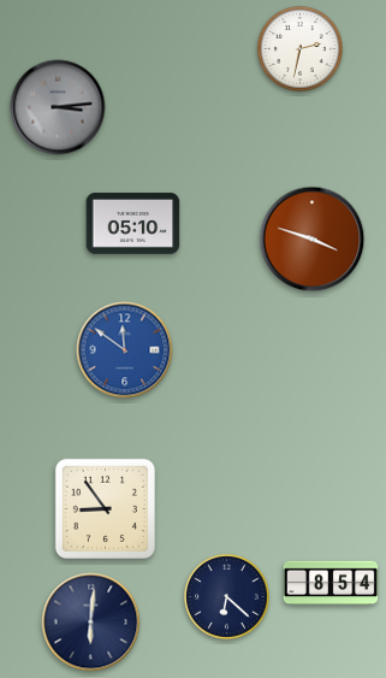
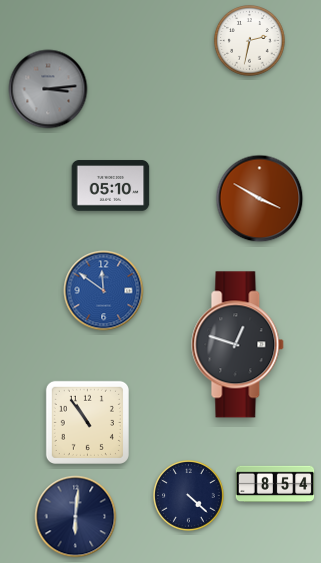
clock at (313, 240): 3:48 -> 3:50
clock at (238, 345): none -> 12:48
clock at (105, 508): 8:54 -> 10:54
clock at (227, 597): 6:22 -> 4:22
